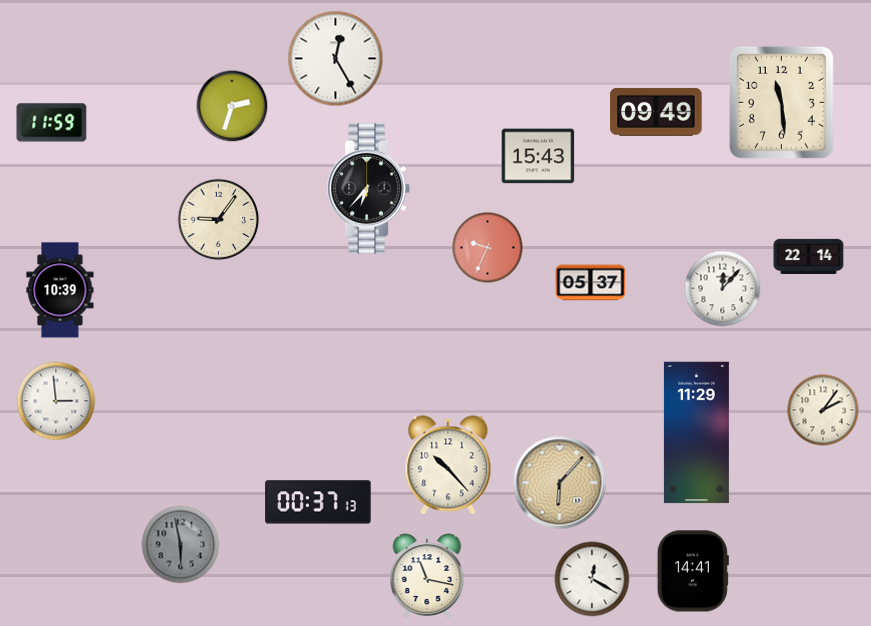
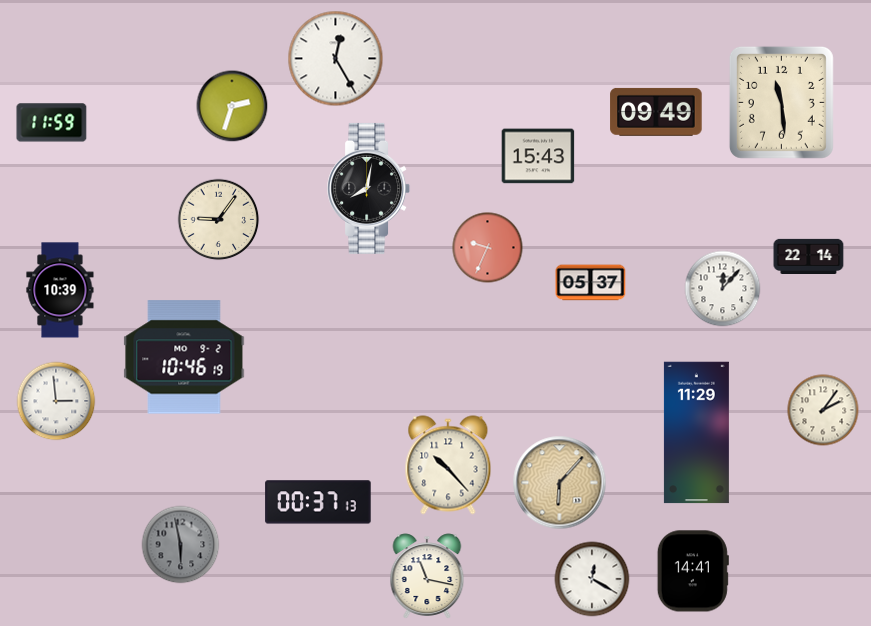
clock at (369, 188): 6:37 -> 8:02
clock at (184, 357): none -> 10:46
